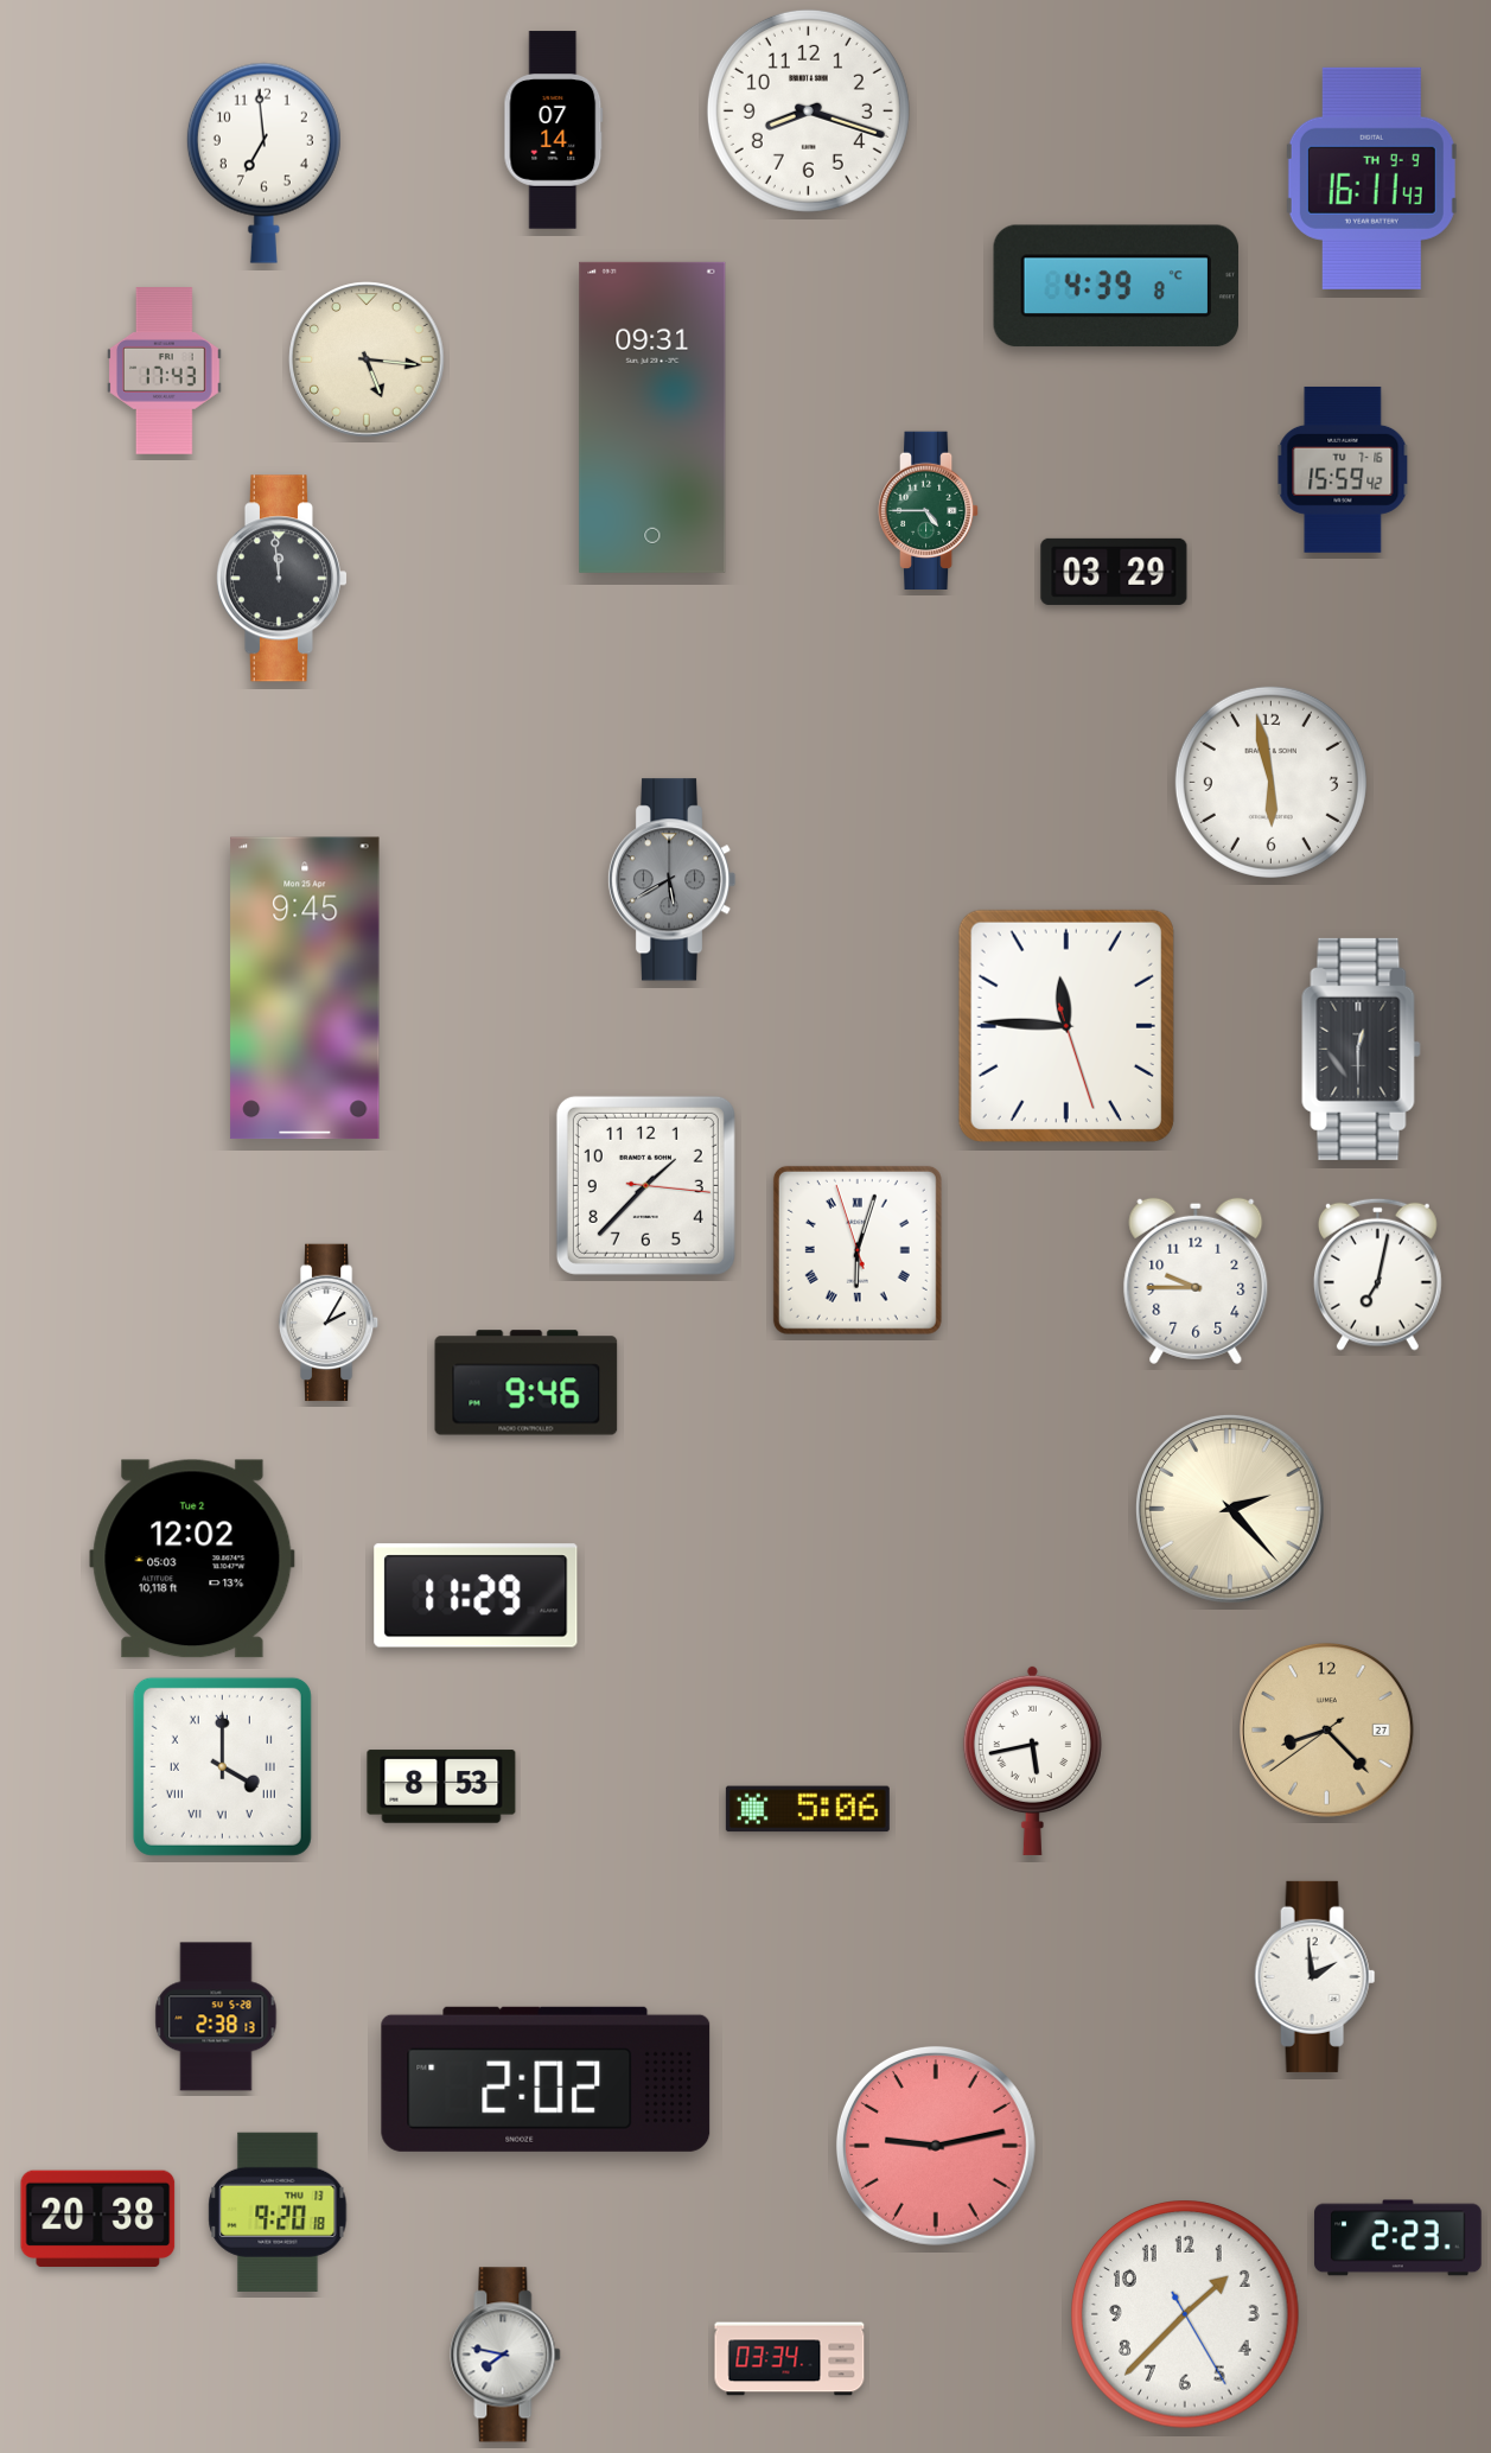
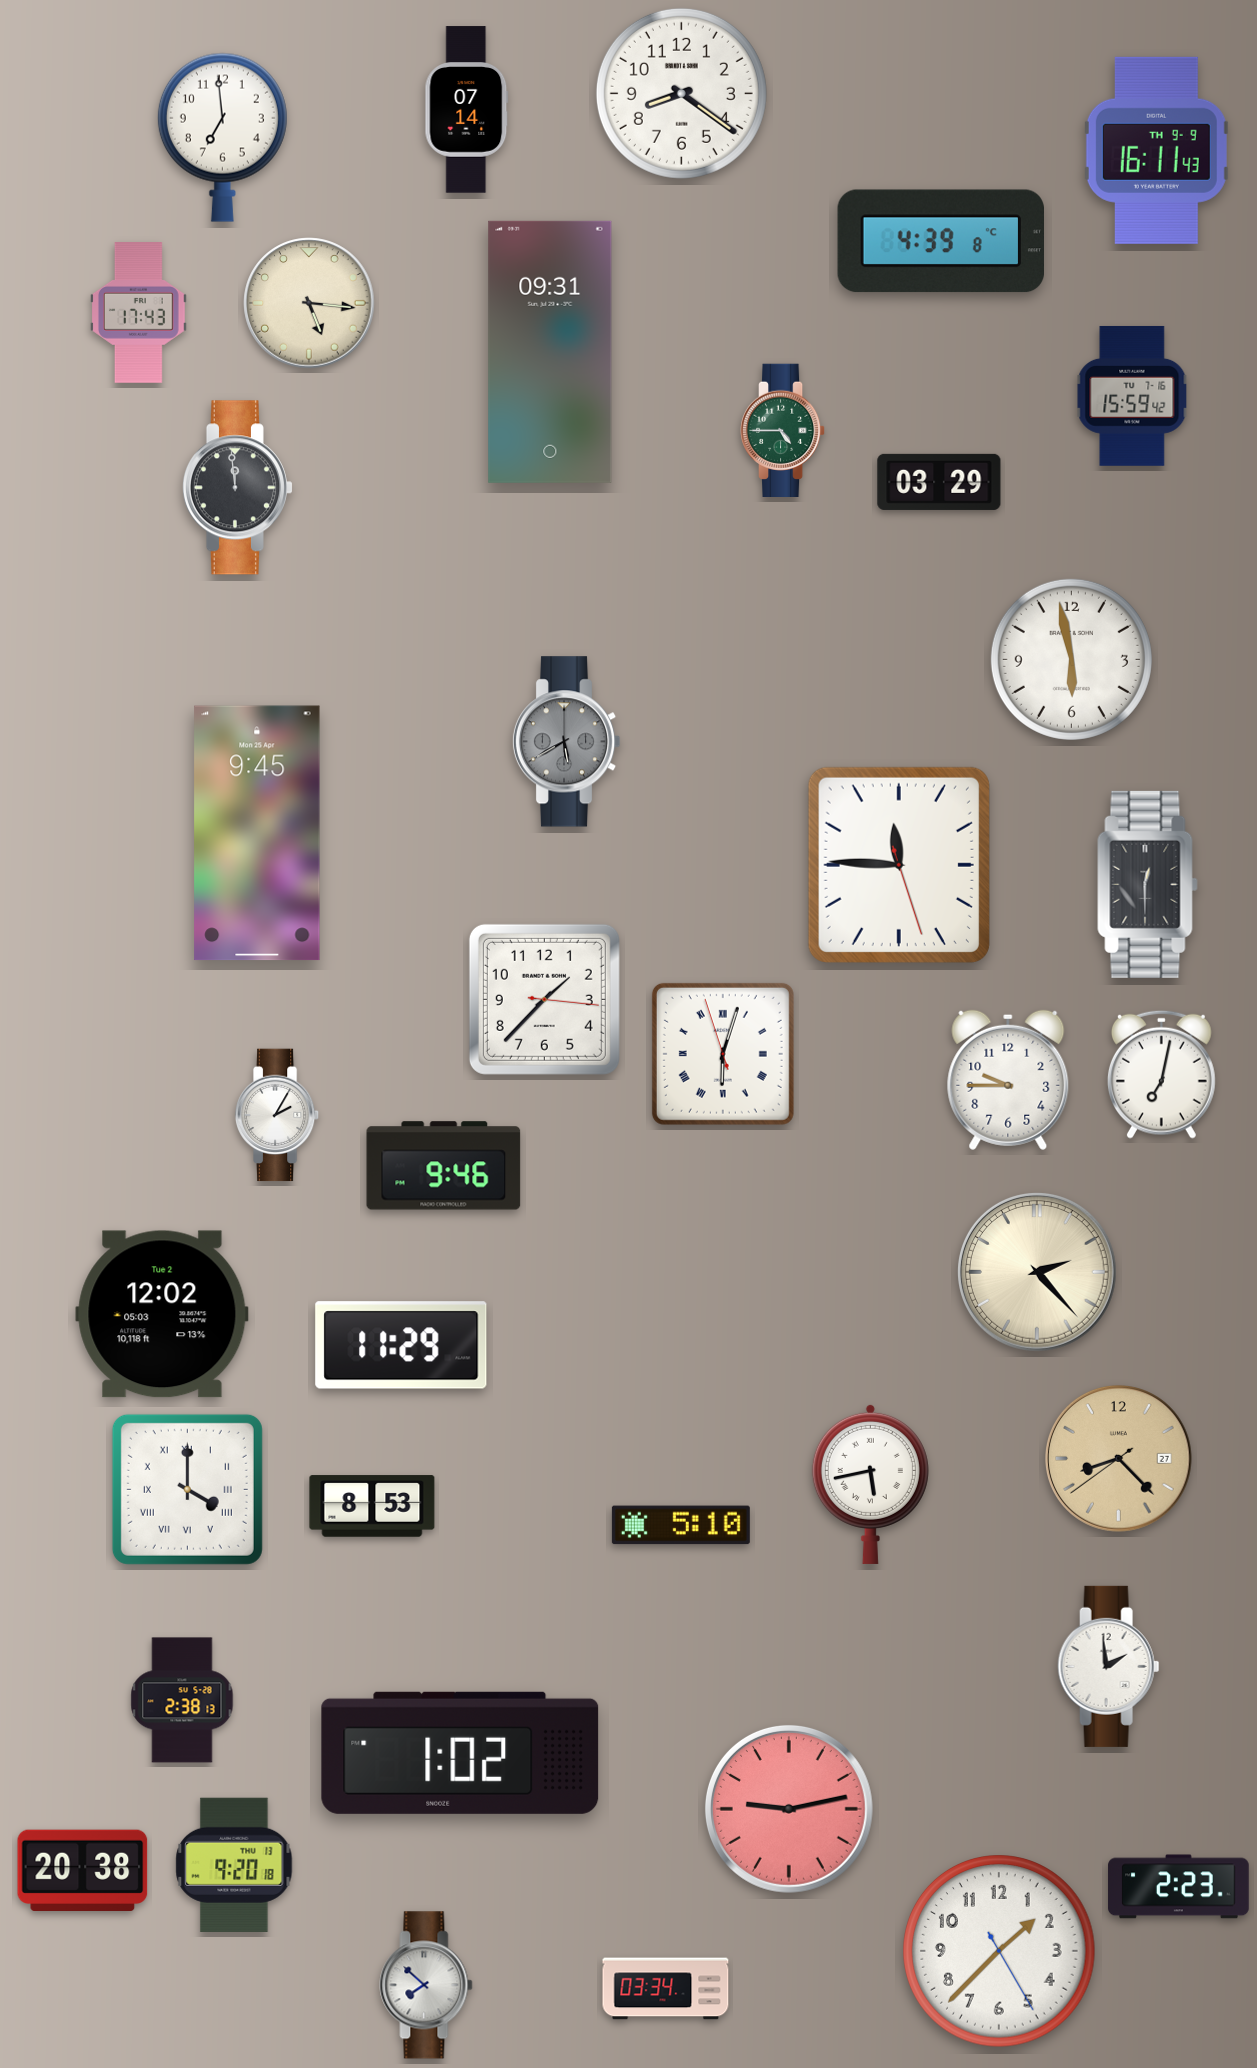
clock at (808, 110): 8:18 -> 8:21
clock at (808, 1809): 5:06 -> 5:10
clock at (546, 2079): 2:02 -> 1:02
clock at (505, 2355): 7:47 -> 7:52
